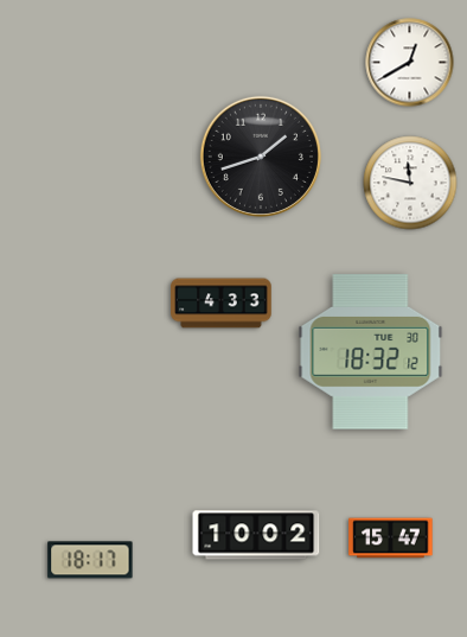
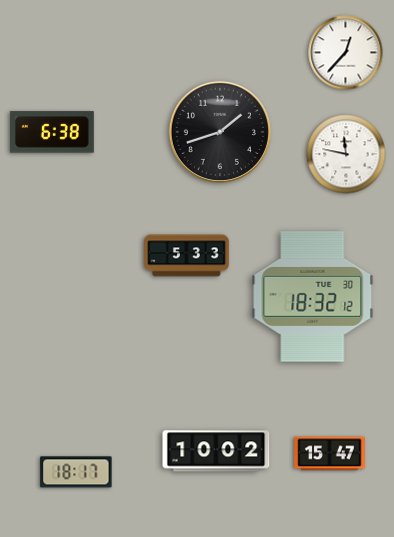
clock at (410, 63): 12:40 -> 12:37
clock at (52, 132): none -> 6:38
clock at (222, 304): 4:33 -> 5:33
